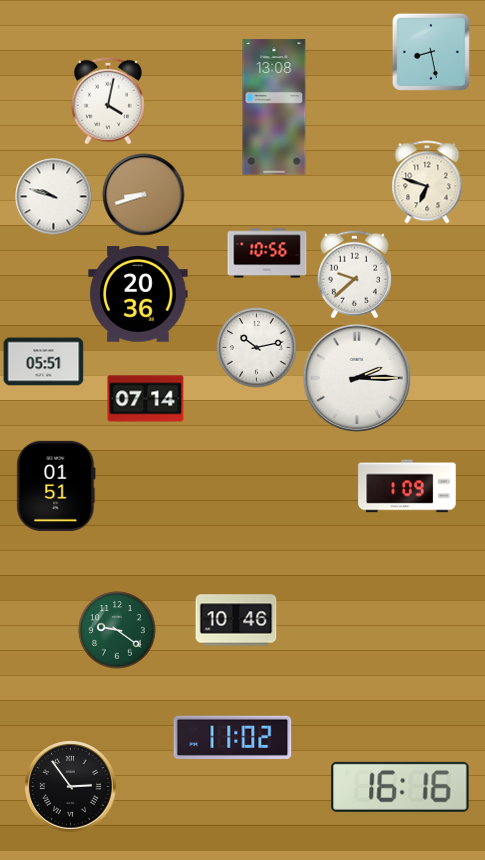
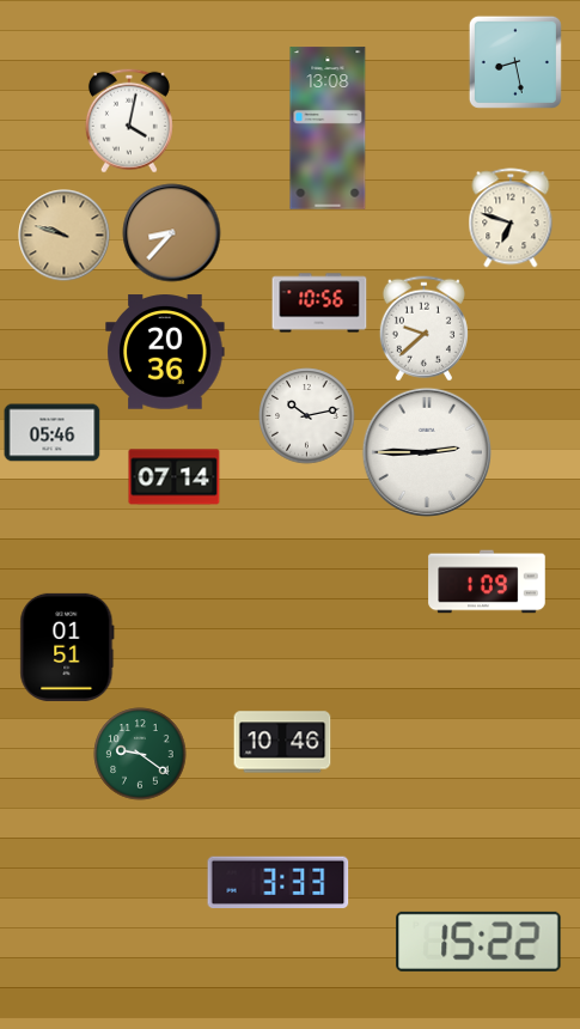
clock at (144, 195): 8:42 -> 8:37
clock at (54, 197) dial: white -> champagne
clock at (44, 362): 05:51 -> 05:46
clock at (356, 377): 2:15 -> 2:45
clock at (56, 486) position: (56, 486) -> (67, 647)
clock at (233, 738): 11:02 -> 3:33
clock at (71, 787): 2:54 -> none
clock at (400, 787): 16:16 -> 15:22
